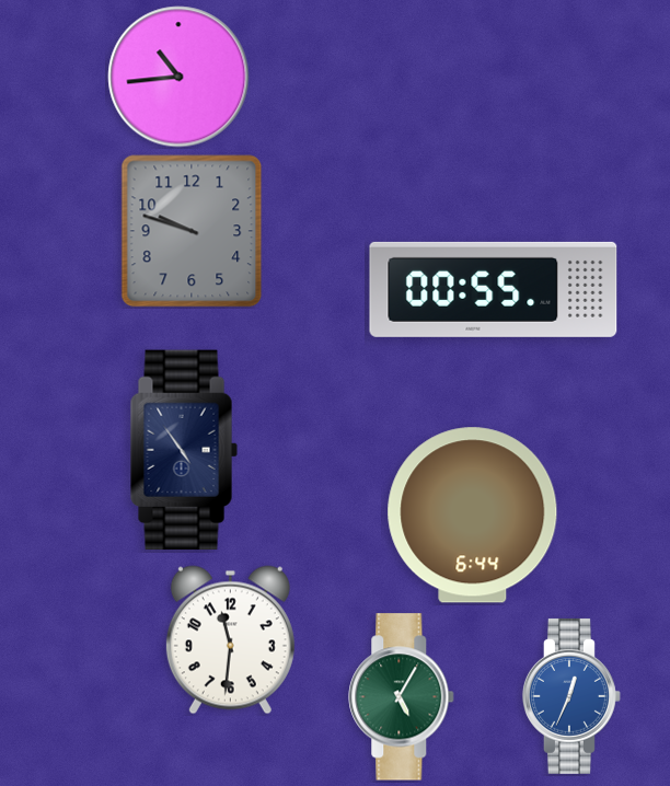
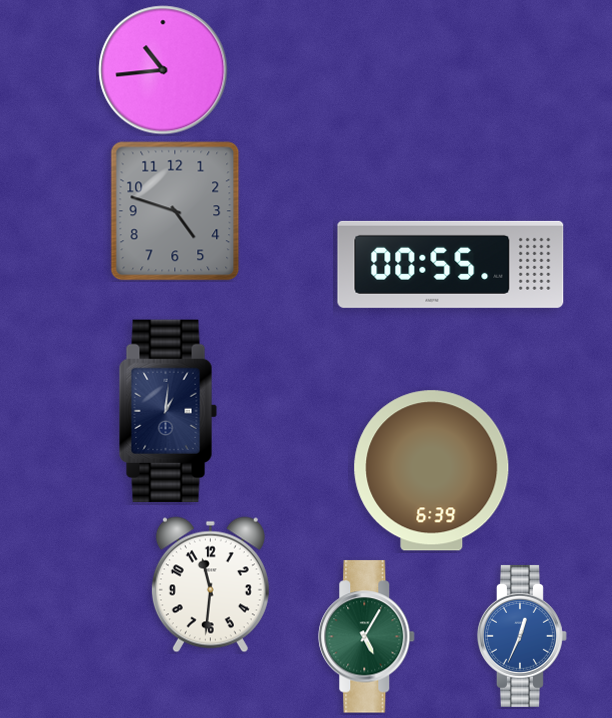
clock at (192, 231): 9:48 -> 4:48
clock at (184, 450): 4:54 -> 1:01
clock at (473, 516): 6:44 -> 6:39
